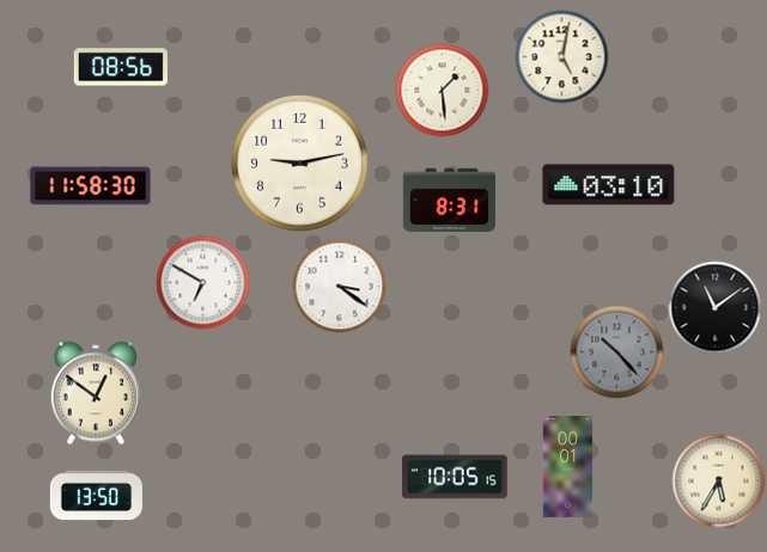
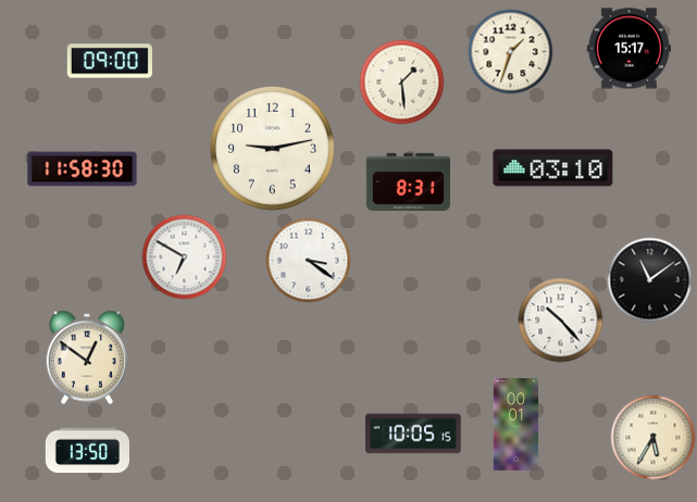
clock at (628, 49): none -> 15:17
clock at (561, 56): 5:02 -> 1:33
clock at (121, 67): 08:56 -> 09:00
clock at (616, 351) dial: grey -> white
